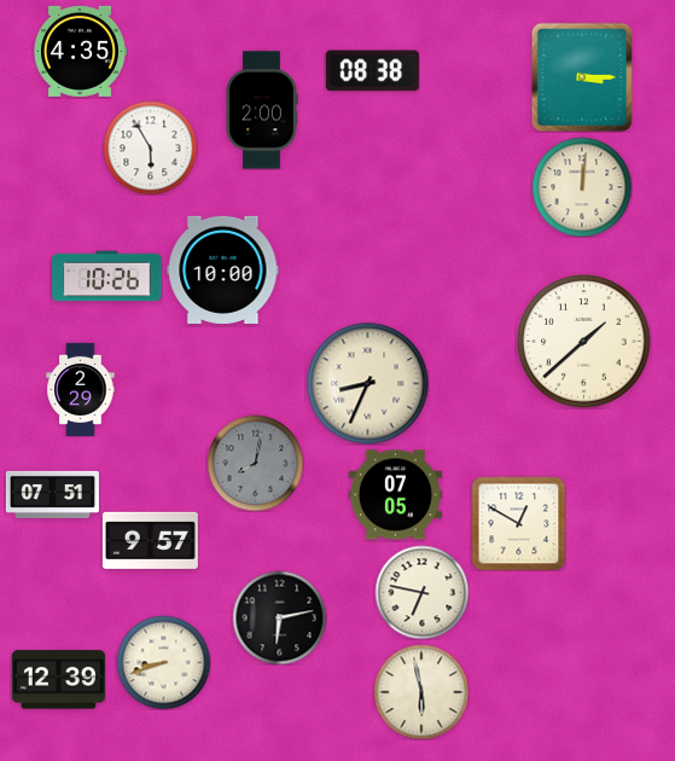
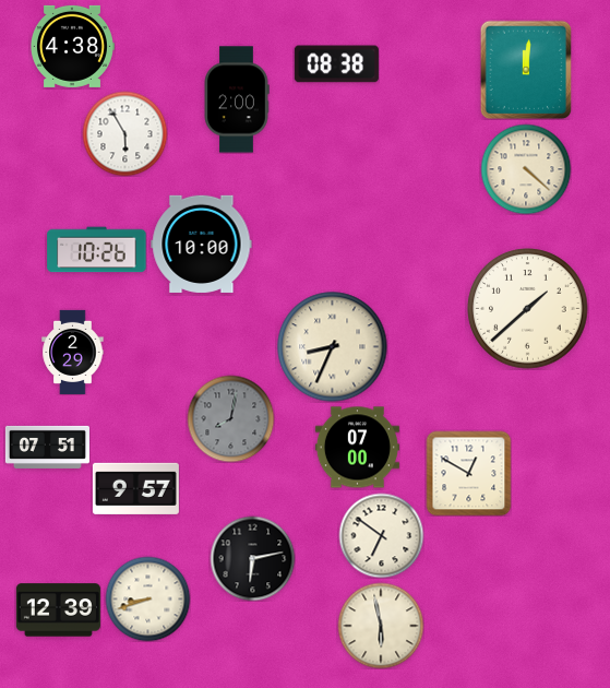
clock at (80, 51): 4:35 -> 4:38
clock at (582, 77): 3:15 -> 12:01
clock at (150, 147) position: (150, 147) -> (124, 133)
clock at (582, 187): 12:01 -> 4:22
clock at (395, 495): 07:05 -> 07:00
clock at (421, 592): 6:47 -> 6:51
clock at (58, 680) position: (58, 680) -> (58, 610)
